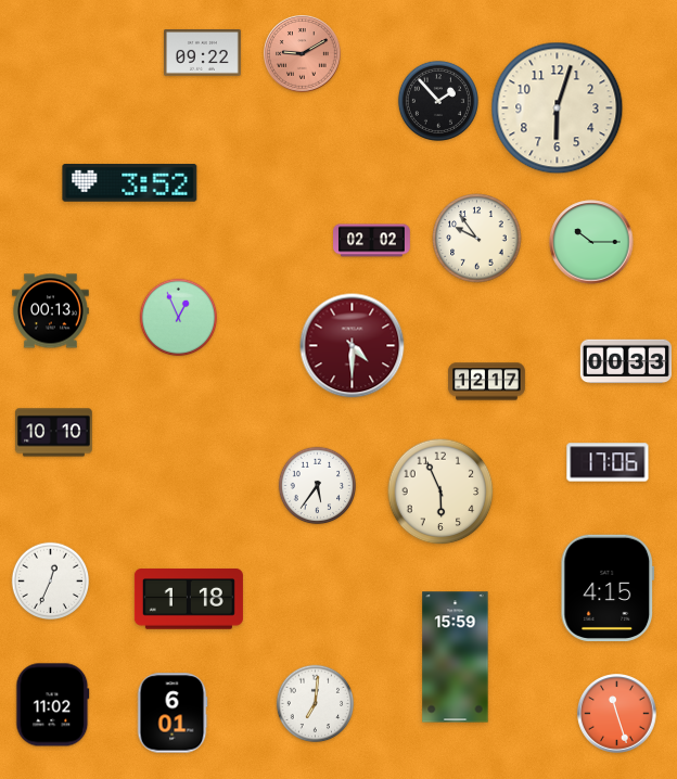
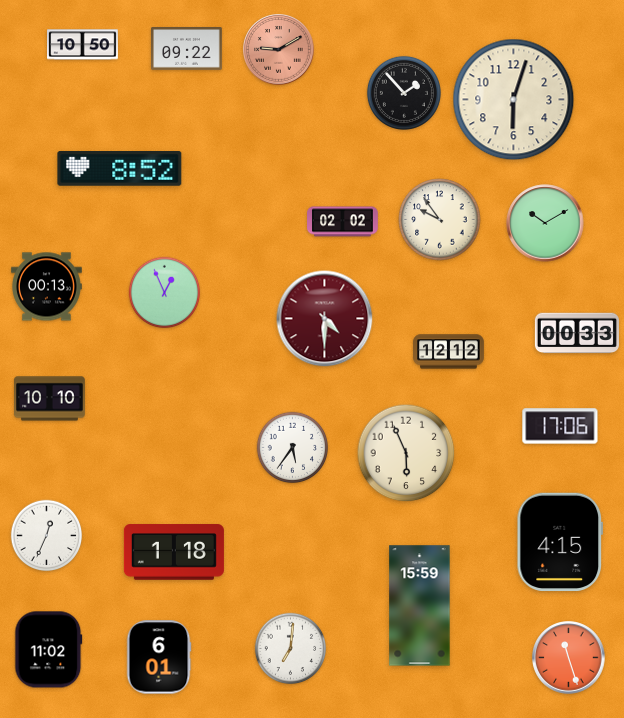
clock at (83, 45): none -> 10:50
clock at (130, 183): 3:52 -> 8:52
clock at (591, 242): 10:15 -> 10:10
clock at (487, 382): 12:17 -> 12:12
